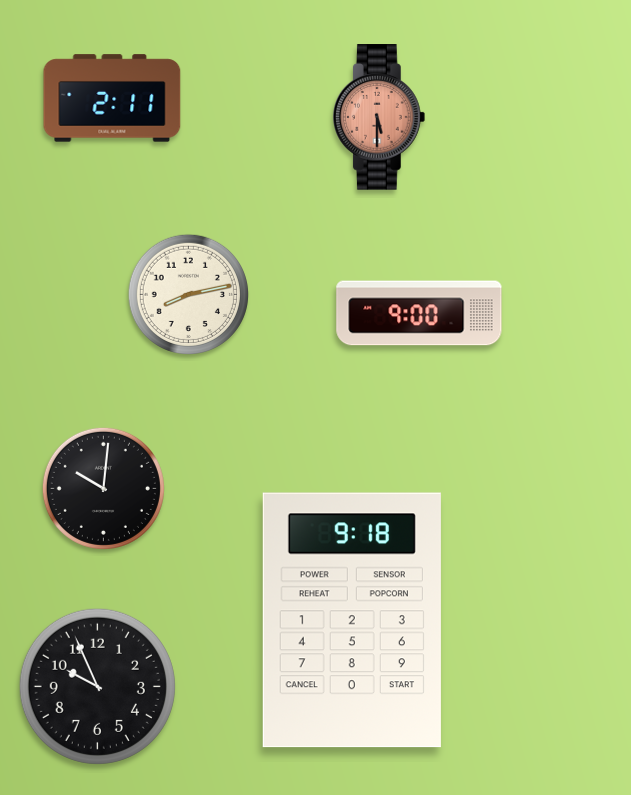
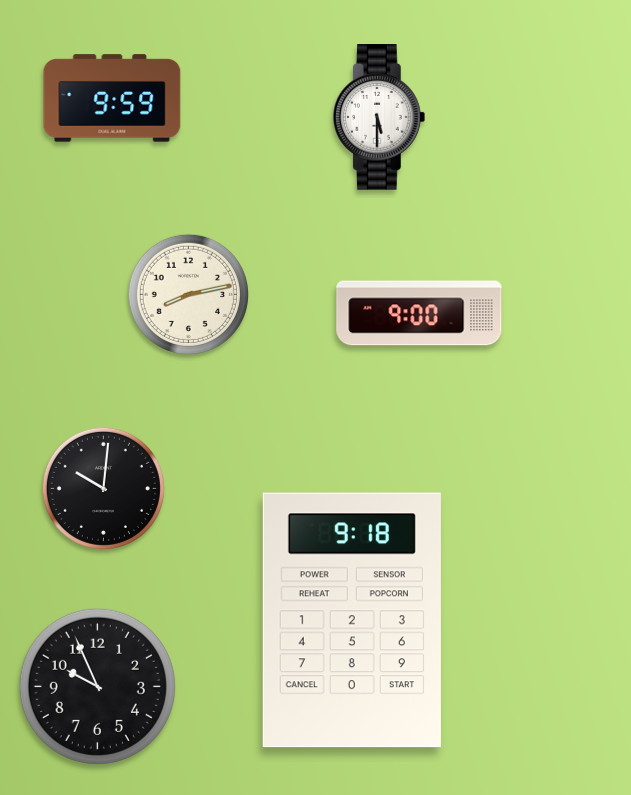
clock at (112, 98): 2:11 -> 9:59
clock at (379, 117) dial: salmon -> white
